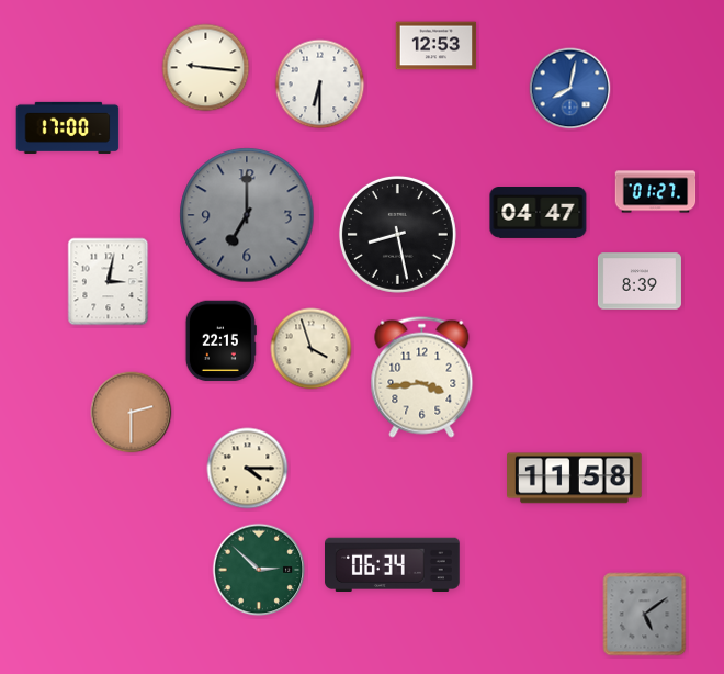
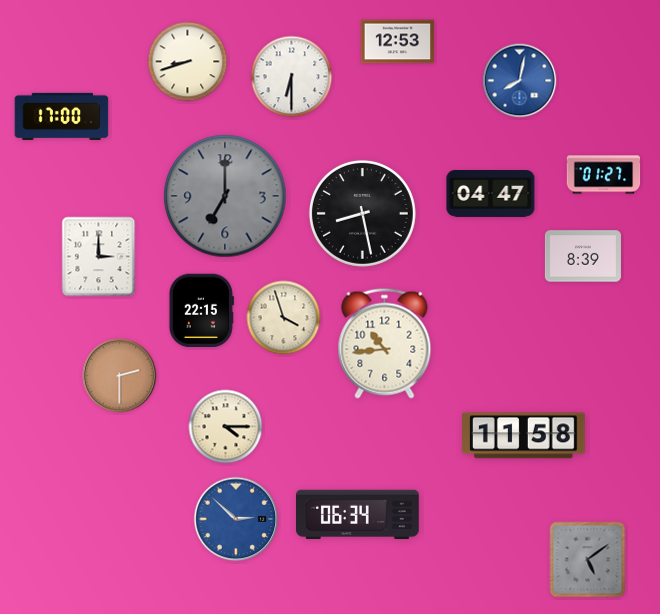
clock at (206, 68): 9:16 -> 8:42
clock at (656, 192) position: (656, 192) -> (604, 175)
clock at (109, 282): 3:02 -> 3:00
clock at (422, 377): 3:44 -> 10:44
clock at (259, 570) dial: green -> blue
